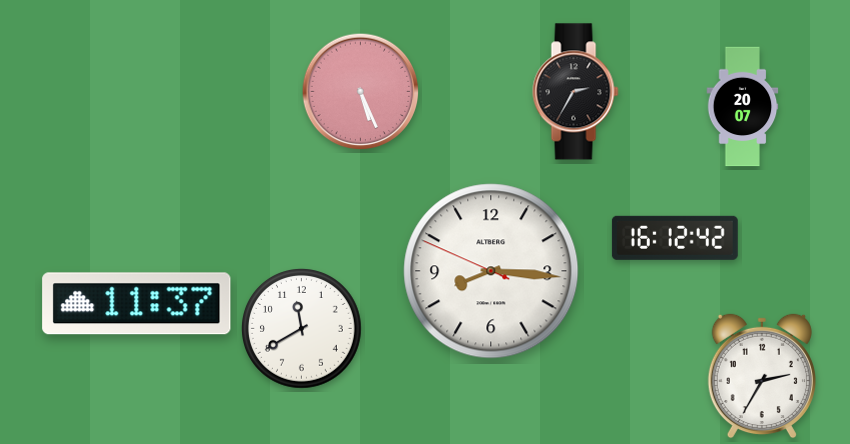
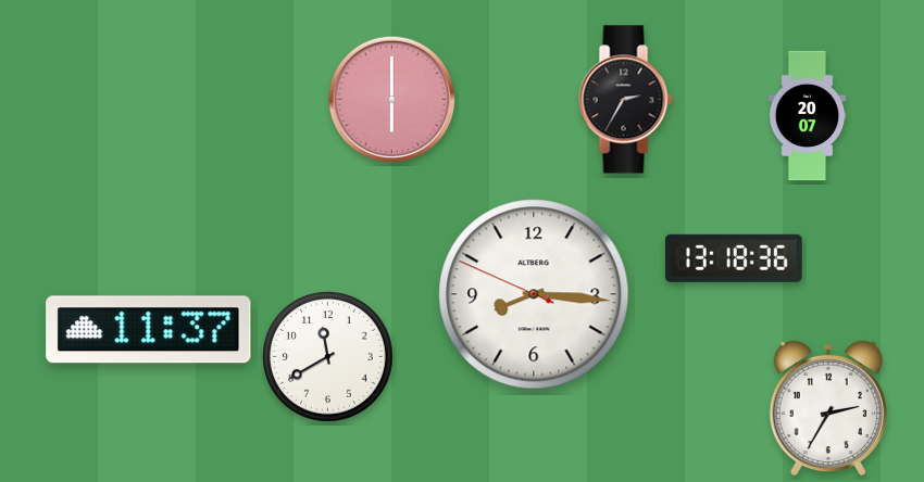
clock at (361, 92): 5:26 -> 6:00
clock at (675, 238): 16:12 -> 13:18
